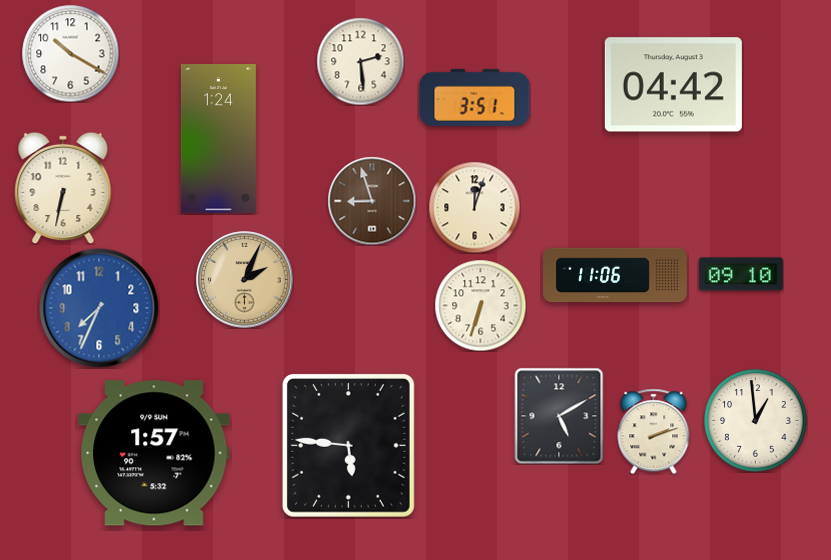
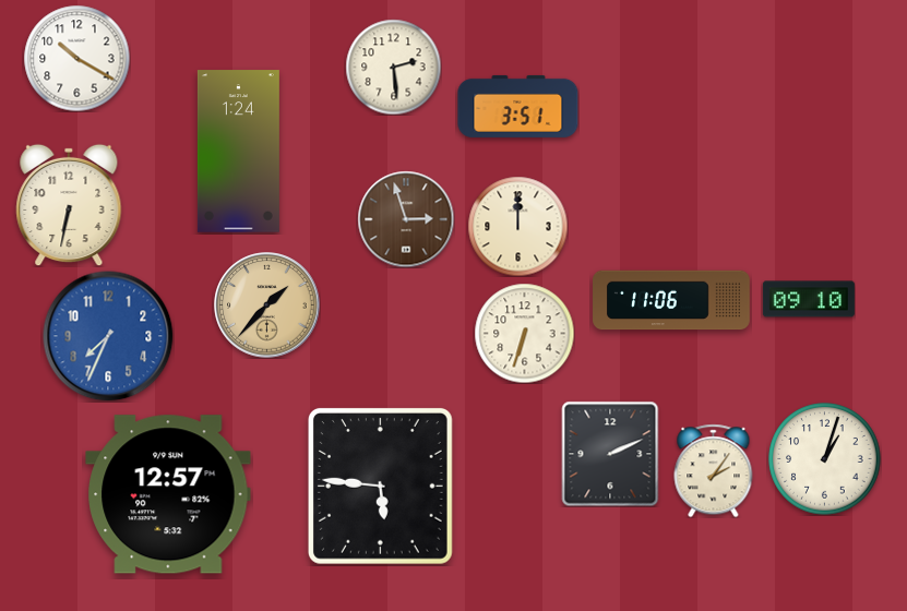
clock at (673, 85): 04:42 -> none
clock at (372, 201): 8:57 -> 2:57
clock at (474, 207): 12:03 -> 12:00
clock at (245, 280): 2:04 -> 1:37
clock at (559, 416): 5:10 -> 2:11
clock at (756, 421): 12:59 -> 1:03
clock at (654, 431): 2:12 -> 2:06
clock at (154, 453): 1:57 -> 12:57
